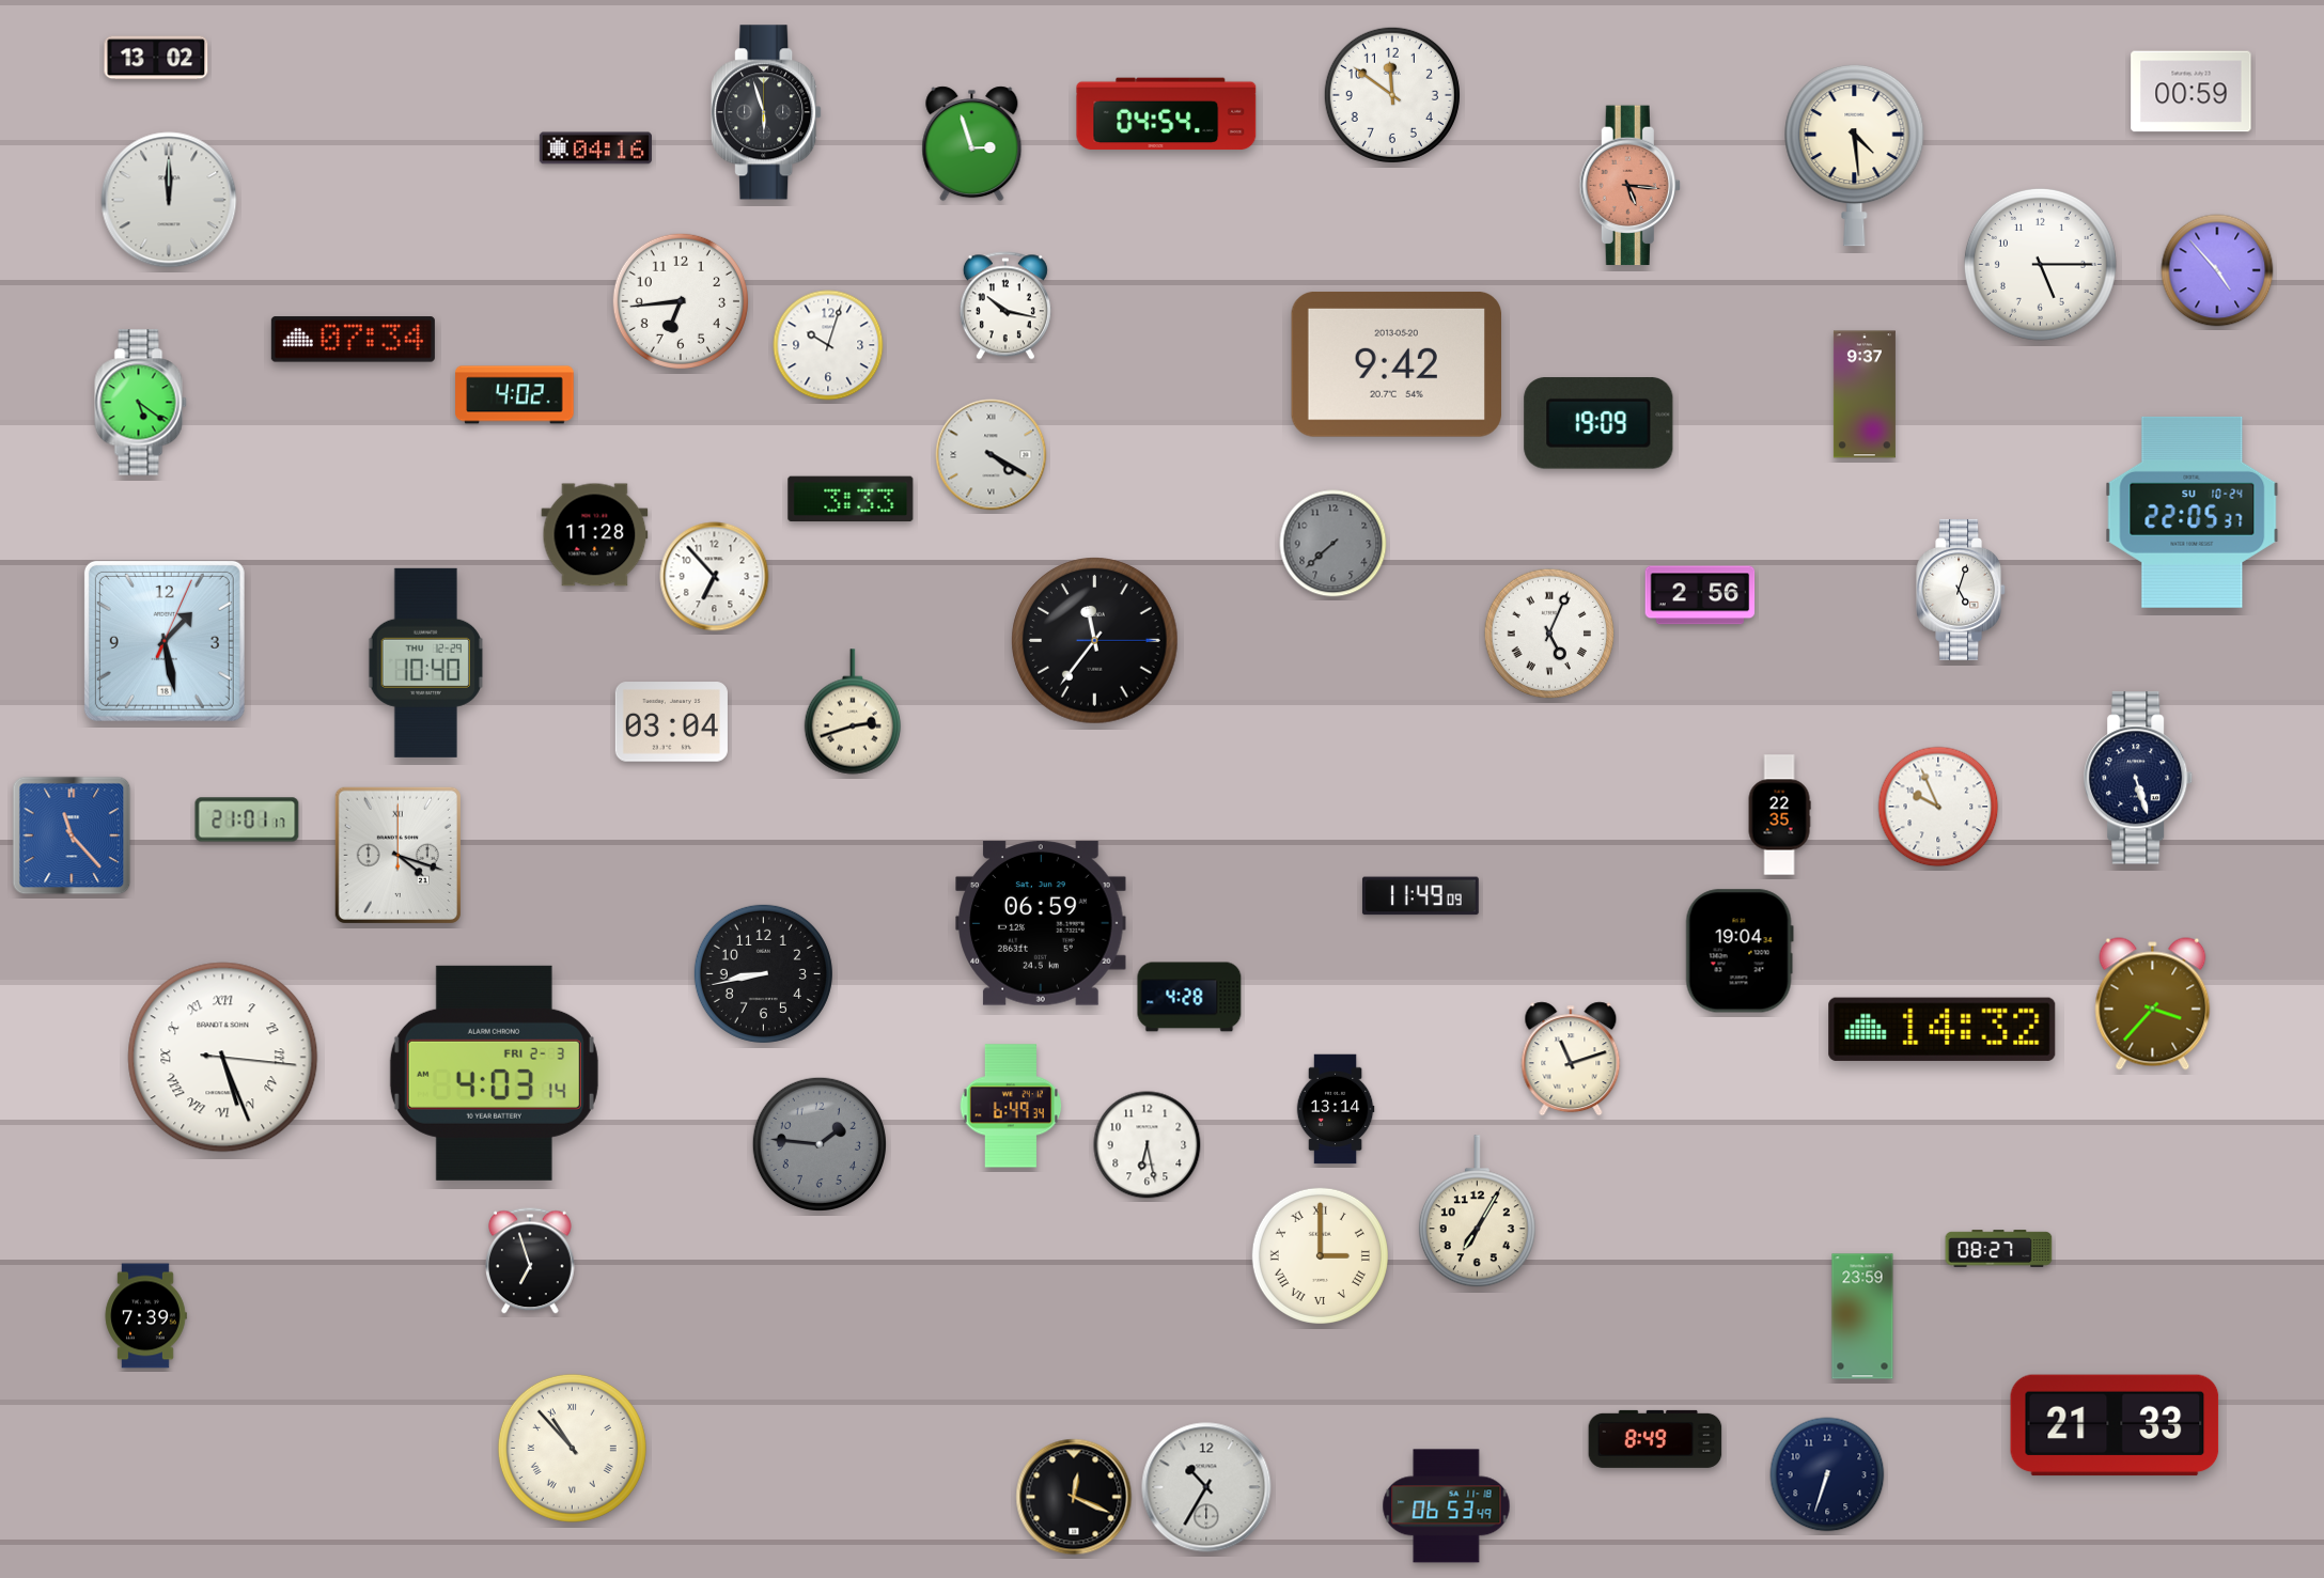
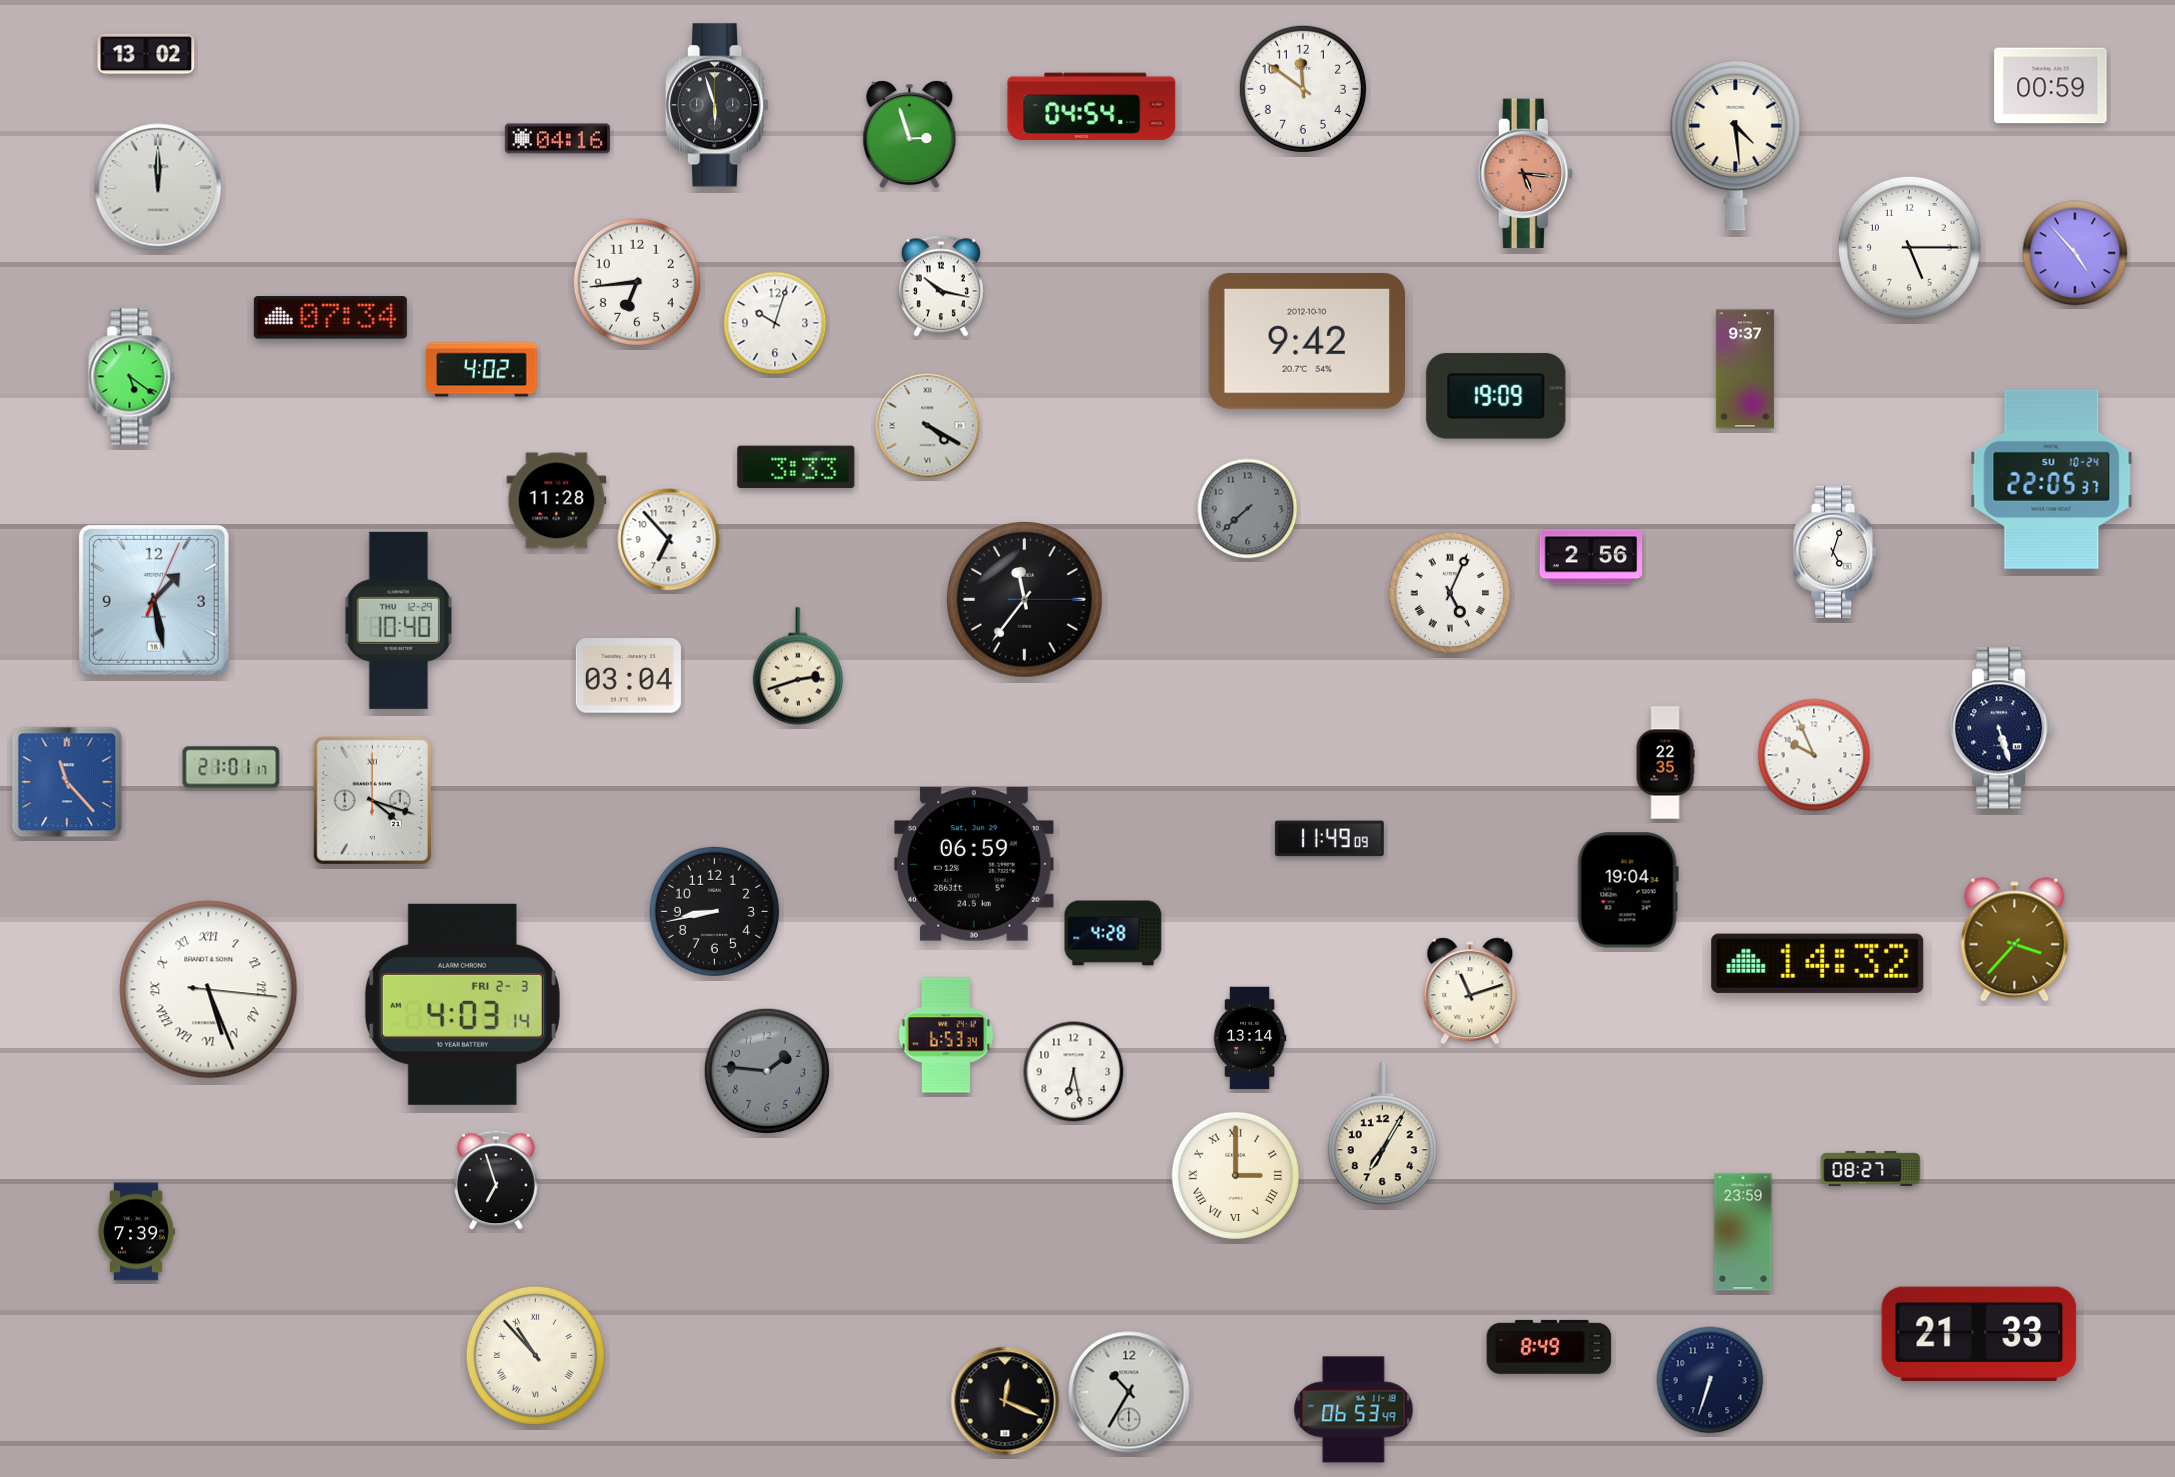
clock at (1395, 364) date: 2013-05-20 -> 2012-10-10
clock at (1011, 1106): 6:49 -> 6:53
